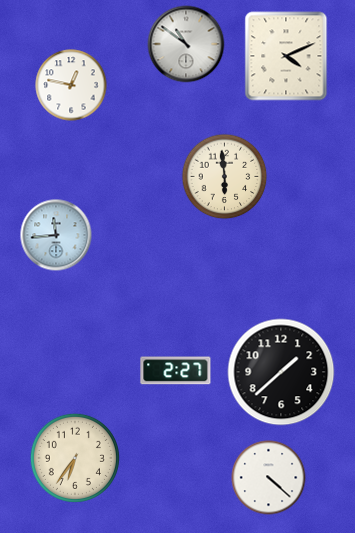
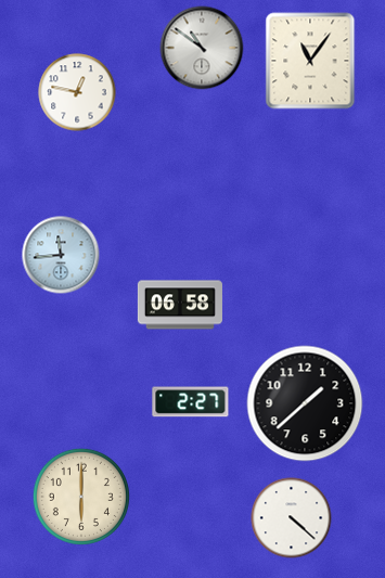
clock at (286, 56): 4:11 -> 11:06
clock at (225, 177): 5:59 -> none
clock at (180, 305): none -> 06:58
clock at (75, 458): 6:36 -> 6:00
